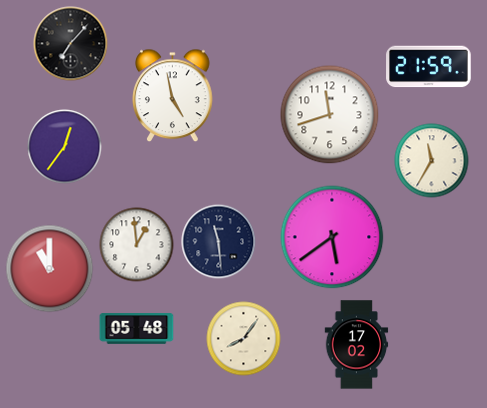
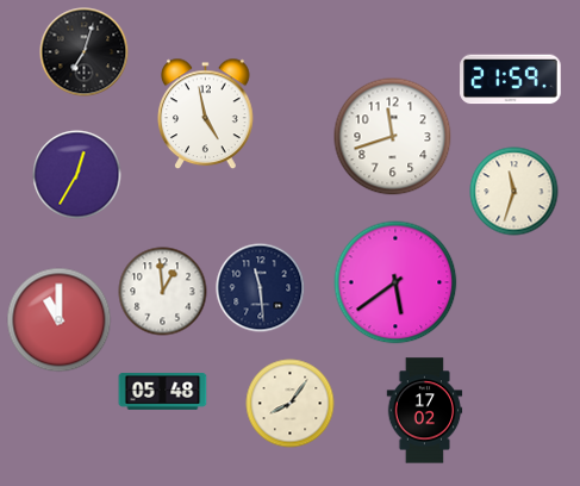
clock at (71, 44): 7:07 -> 7:03
clock at (65, 147): 12:36 -> 12:35
clock at (432, 161): 11:35 -> 11:33
